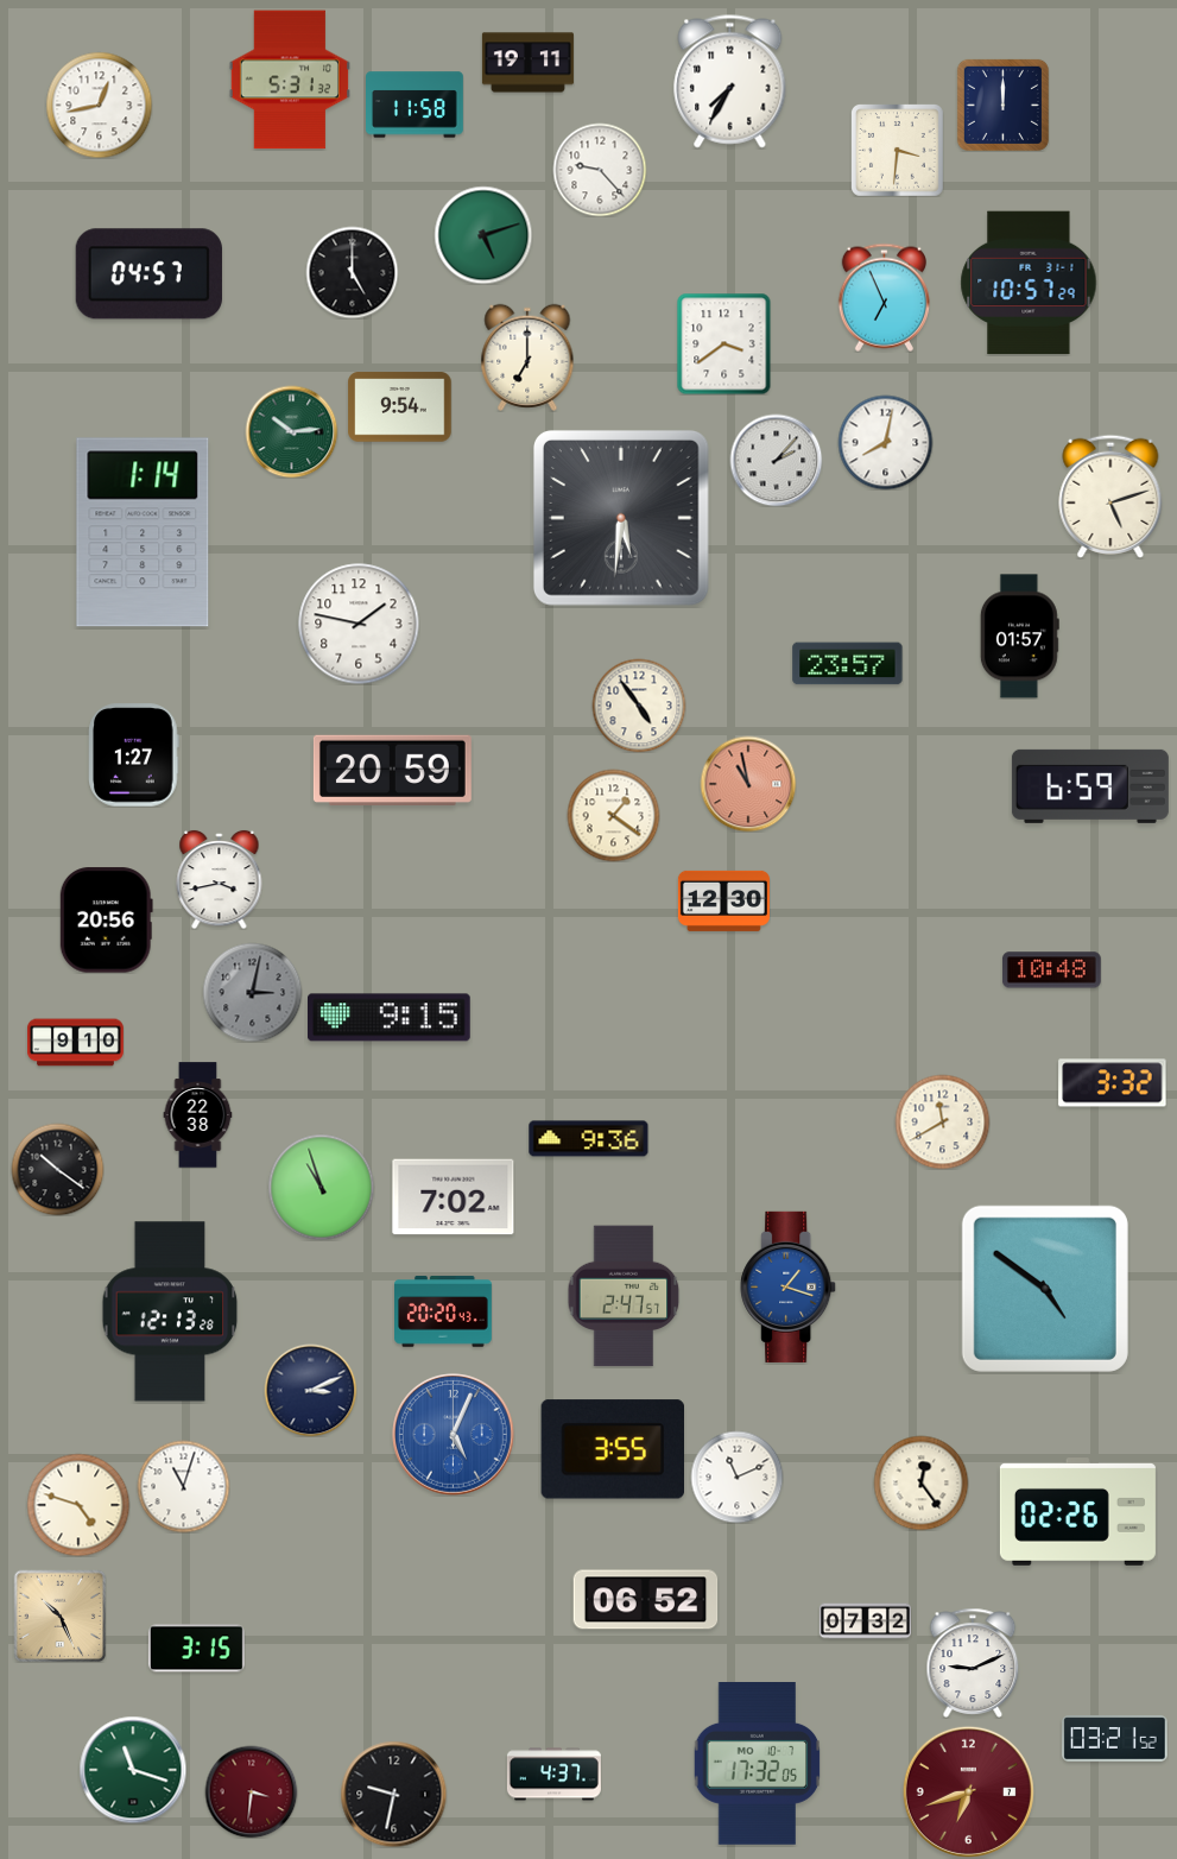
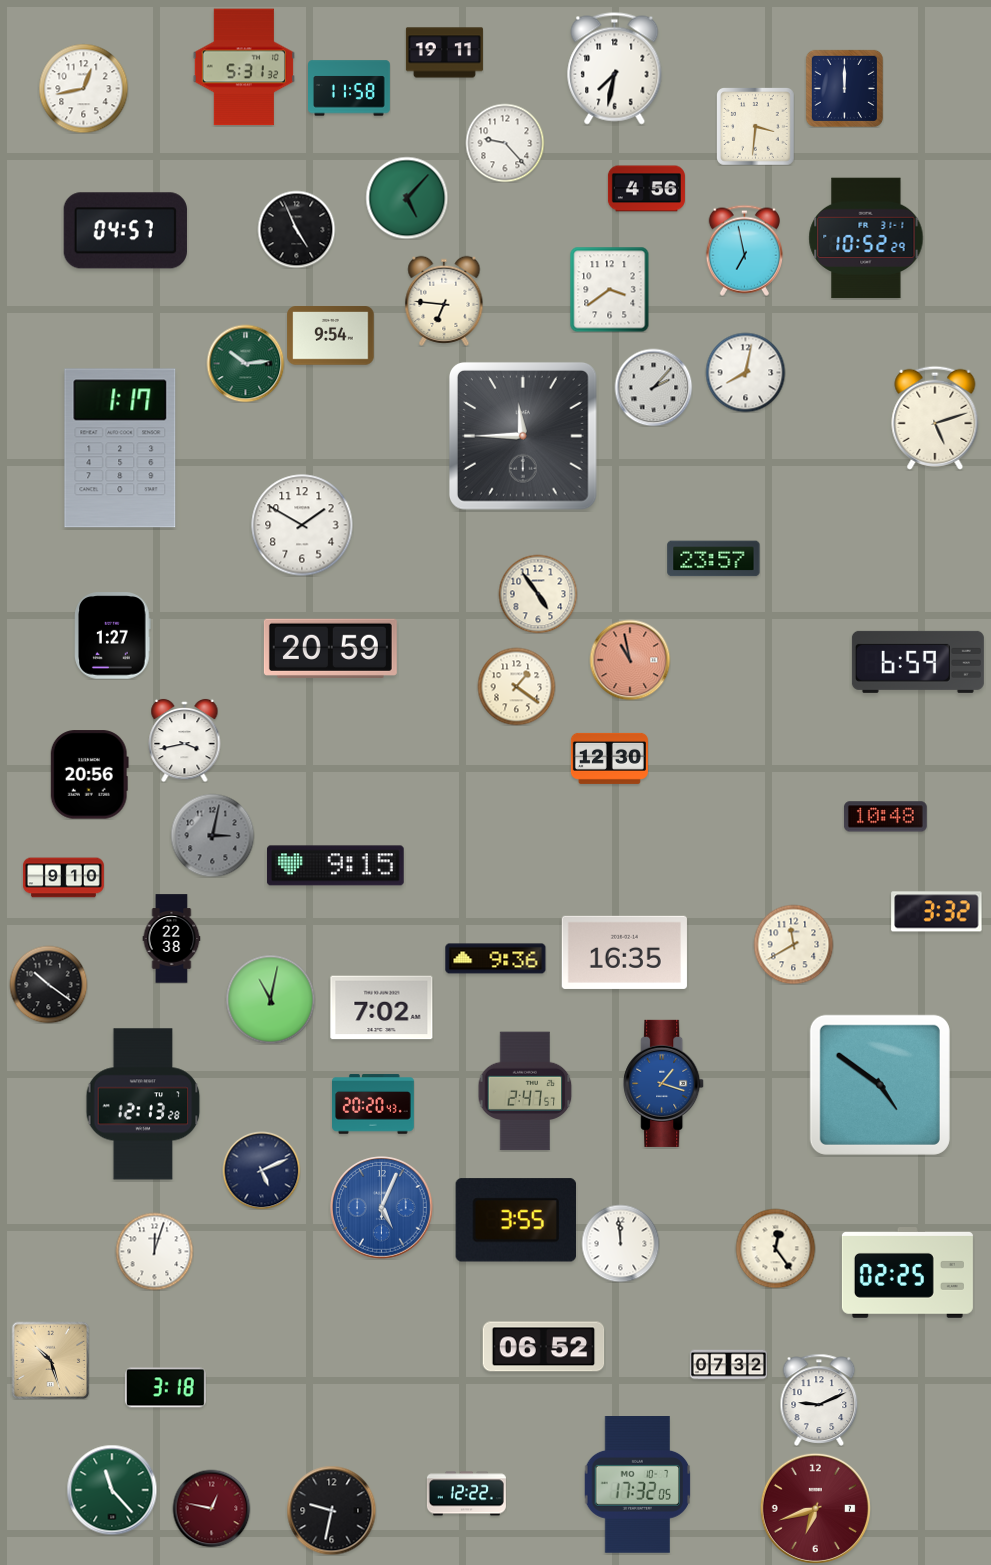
clock at (730, 82): 7:35 -> 7:32
clock at (646, 189): none -> 4:56
clock at (483, 235): 5:12 -> 5:07
clock at (352, 272): 5:00 -> 4:56
clock at (1029, 283): 10:57 -> 10:52
clock at (884, 297): 6:56 -> 6:58
clock at (527, 358): 7:00 -> 6:46
clock at (400, 407) position: (400, 407) -> (331, 336)
clock at (621, 518): 5:31 -> 11:45
clock at (143, 532): 1:14 -> 1:17
clock at (359, 624): 1:47 -> 1:50
clock at (1019, 637): 01:57 -> none
clock at (390, 1018) position: (390, 1018) -> (336, 866)
clock at (198, 1115) position: (198, 1115) -> (172, 939)
clock at (624, 952): none -> 16:35
clock at (321, 1187): 10:57 -> 11:02
clock at (310, 1390): 3:11 -> 5:11
clock at (736, 1477): 11:11 -> 11:59
clock at (183, 1486): 11:03 -> 12:03
clock at (78, 1505): 4:48 -> none
clock at (1077, 1512): 02:26 -> 02:25
clock at (59, 1615): 10:26 -> 10:27
clock at (196, 1649): 3:15 -> 3:18
clock at (1115, 1739): 03:21 -> none
clock at (133, 1770): 11:18 -> 11:23
clock at (553, 1775): 4:37 -> 12:22
clock at (251, 1791): 3:31 -> 12:47
